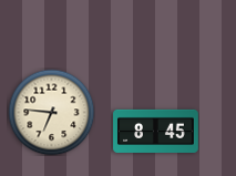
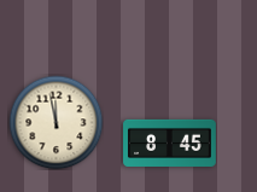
clock at (51, 112): 6:46 -> 11:58
